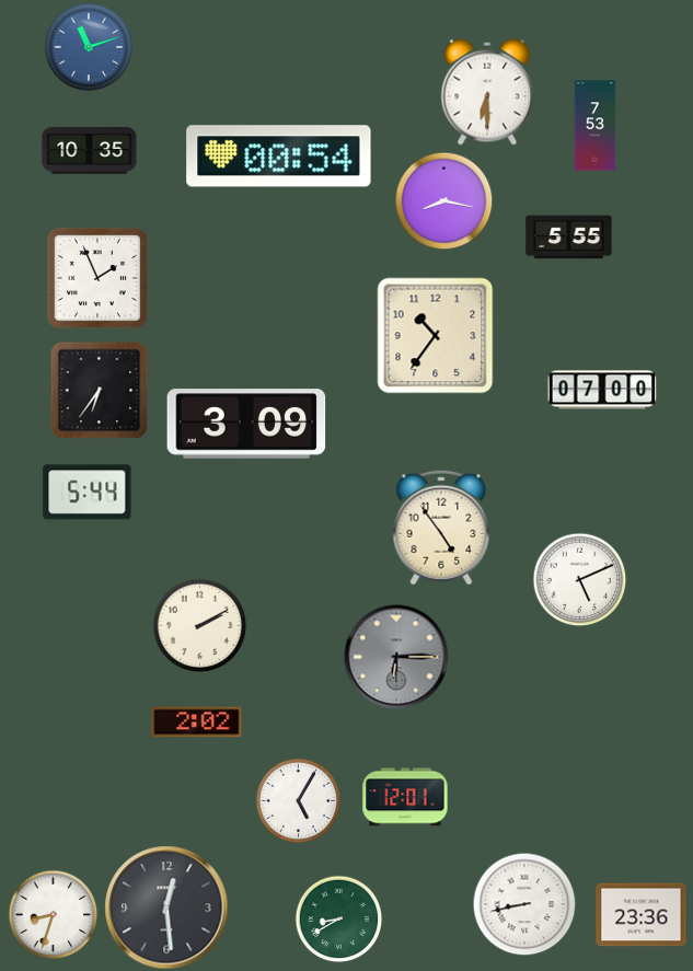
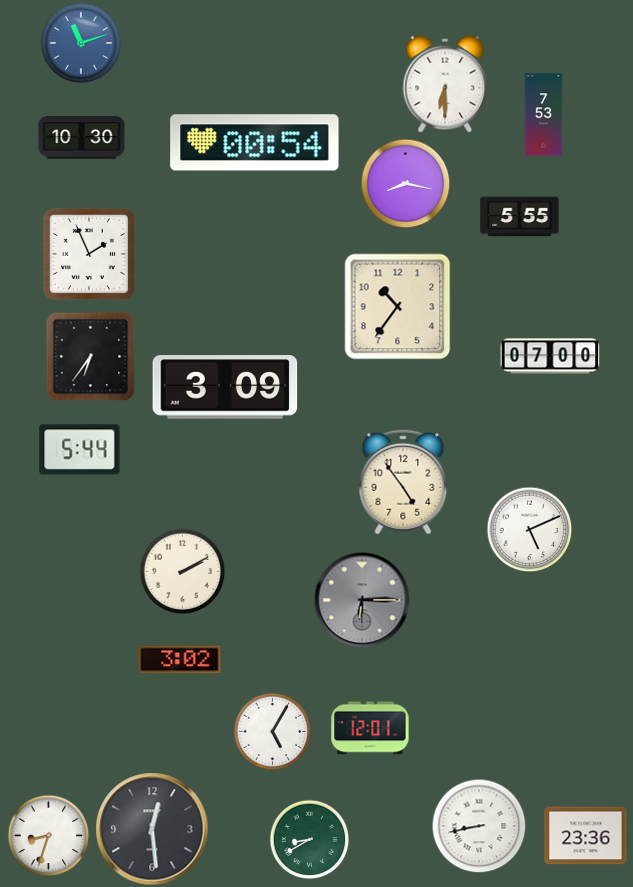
clock at (90, 151): 10:35 -> 10:30
clock at (197, 723): 2:02 -> 3:02
